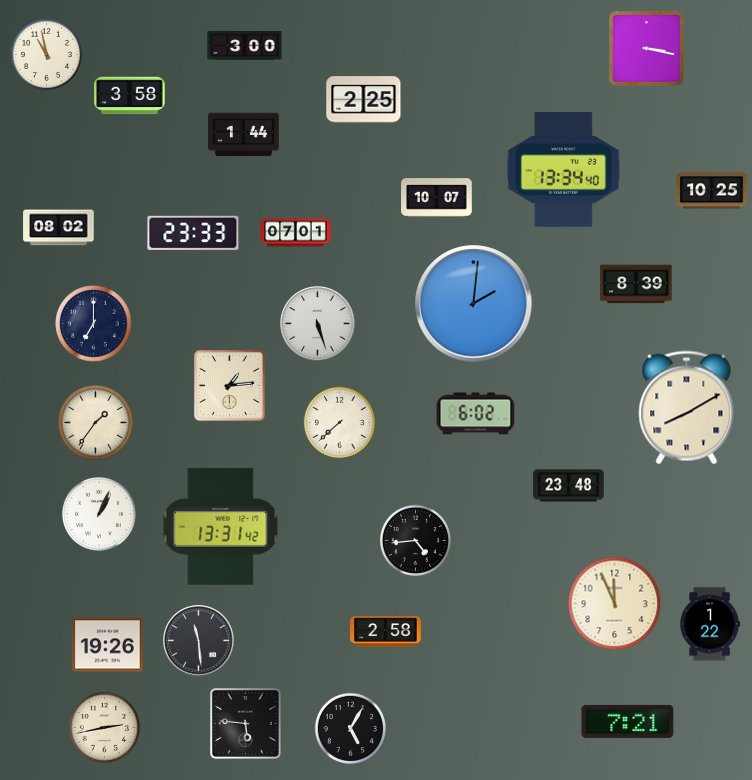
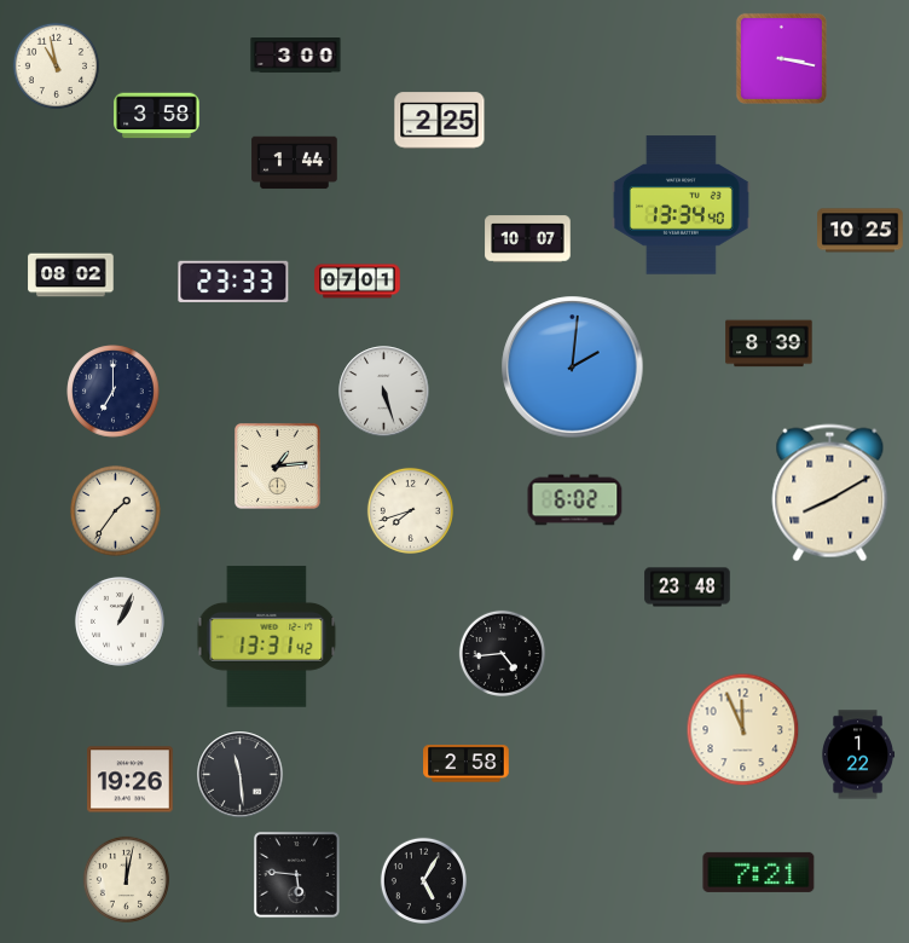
clock at (339, 422): 7:38 -> 7:42
clock at (104, 727): 2:43 -> 12:02
